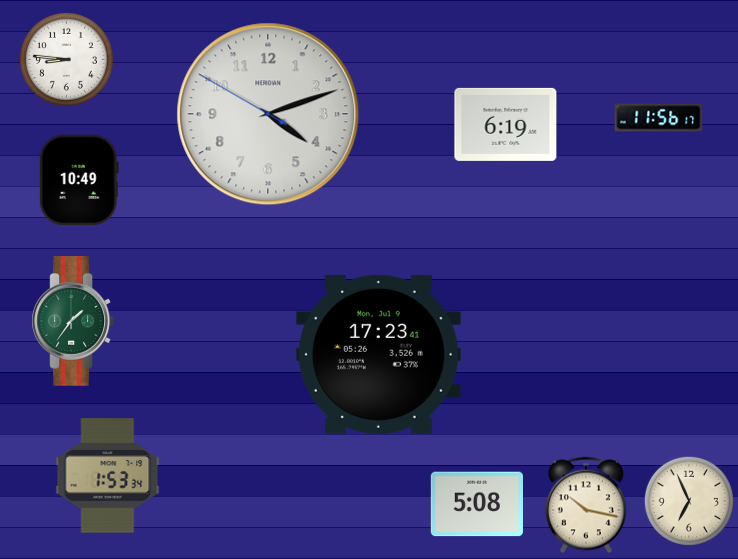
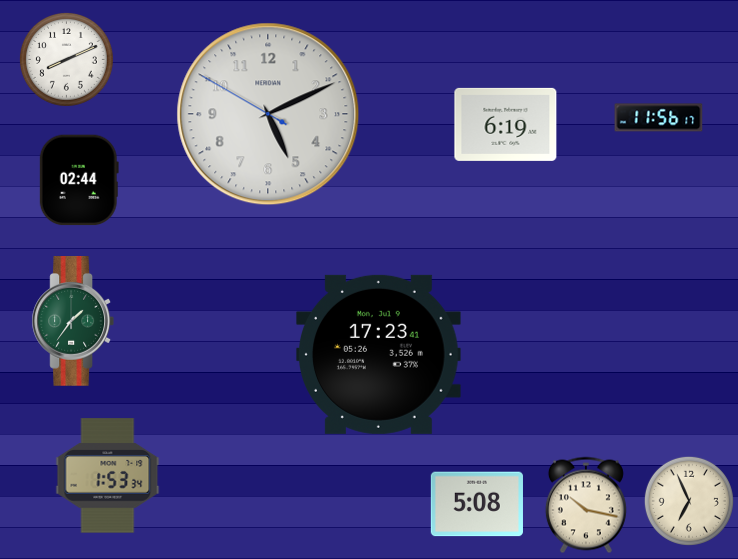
clock at (66, 59): 8:46 -> 8:11
clock at (268, 114): 4:11 -> 5:10
clock at (79, 180): 10:49 -> 02:44
